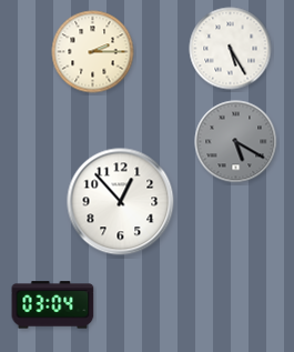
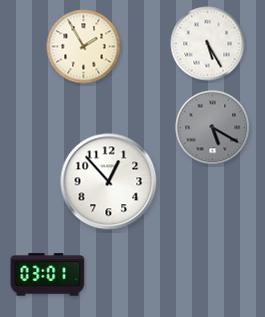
clock at (93, 52): 2:15 -> 1:55
clock at (53, 305): 03:04 -> 03:01
